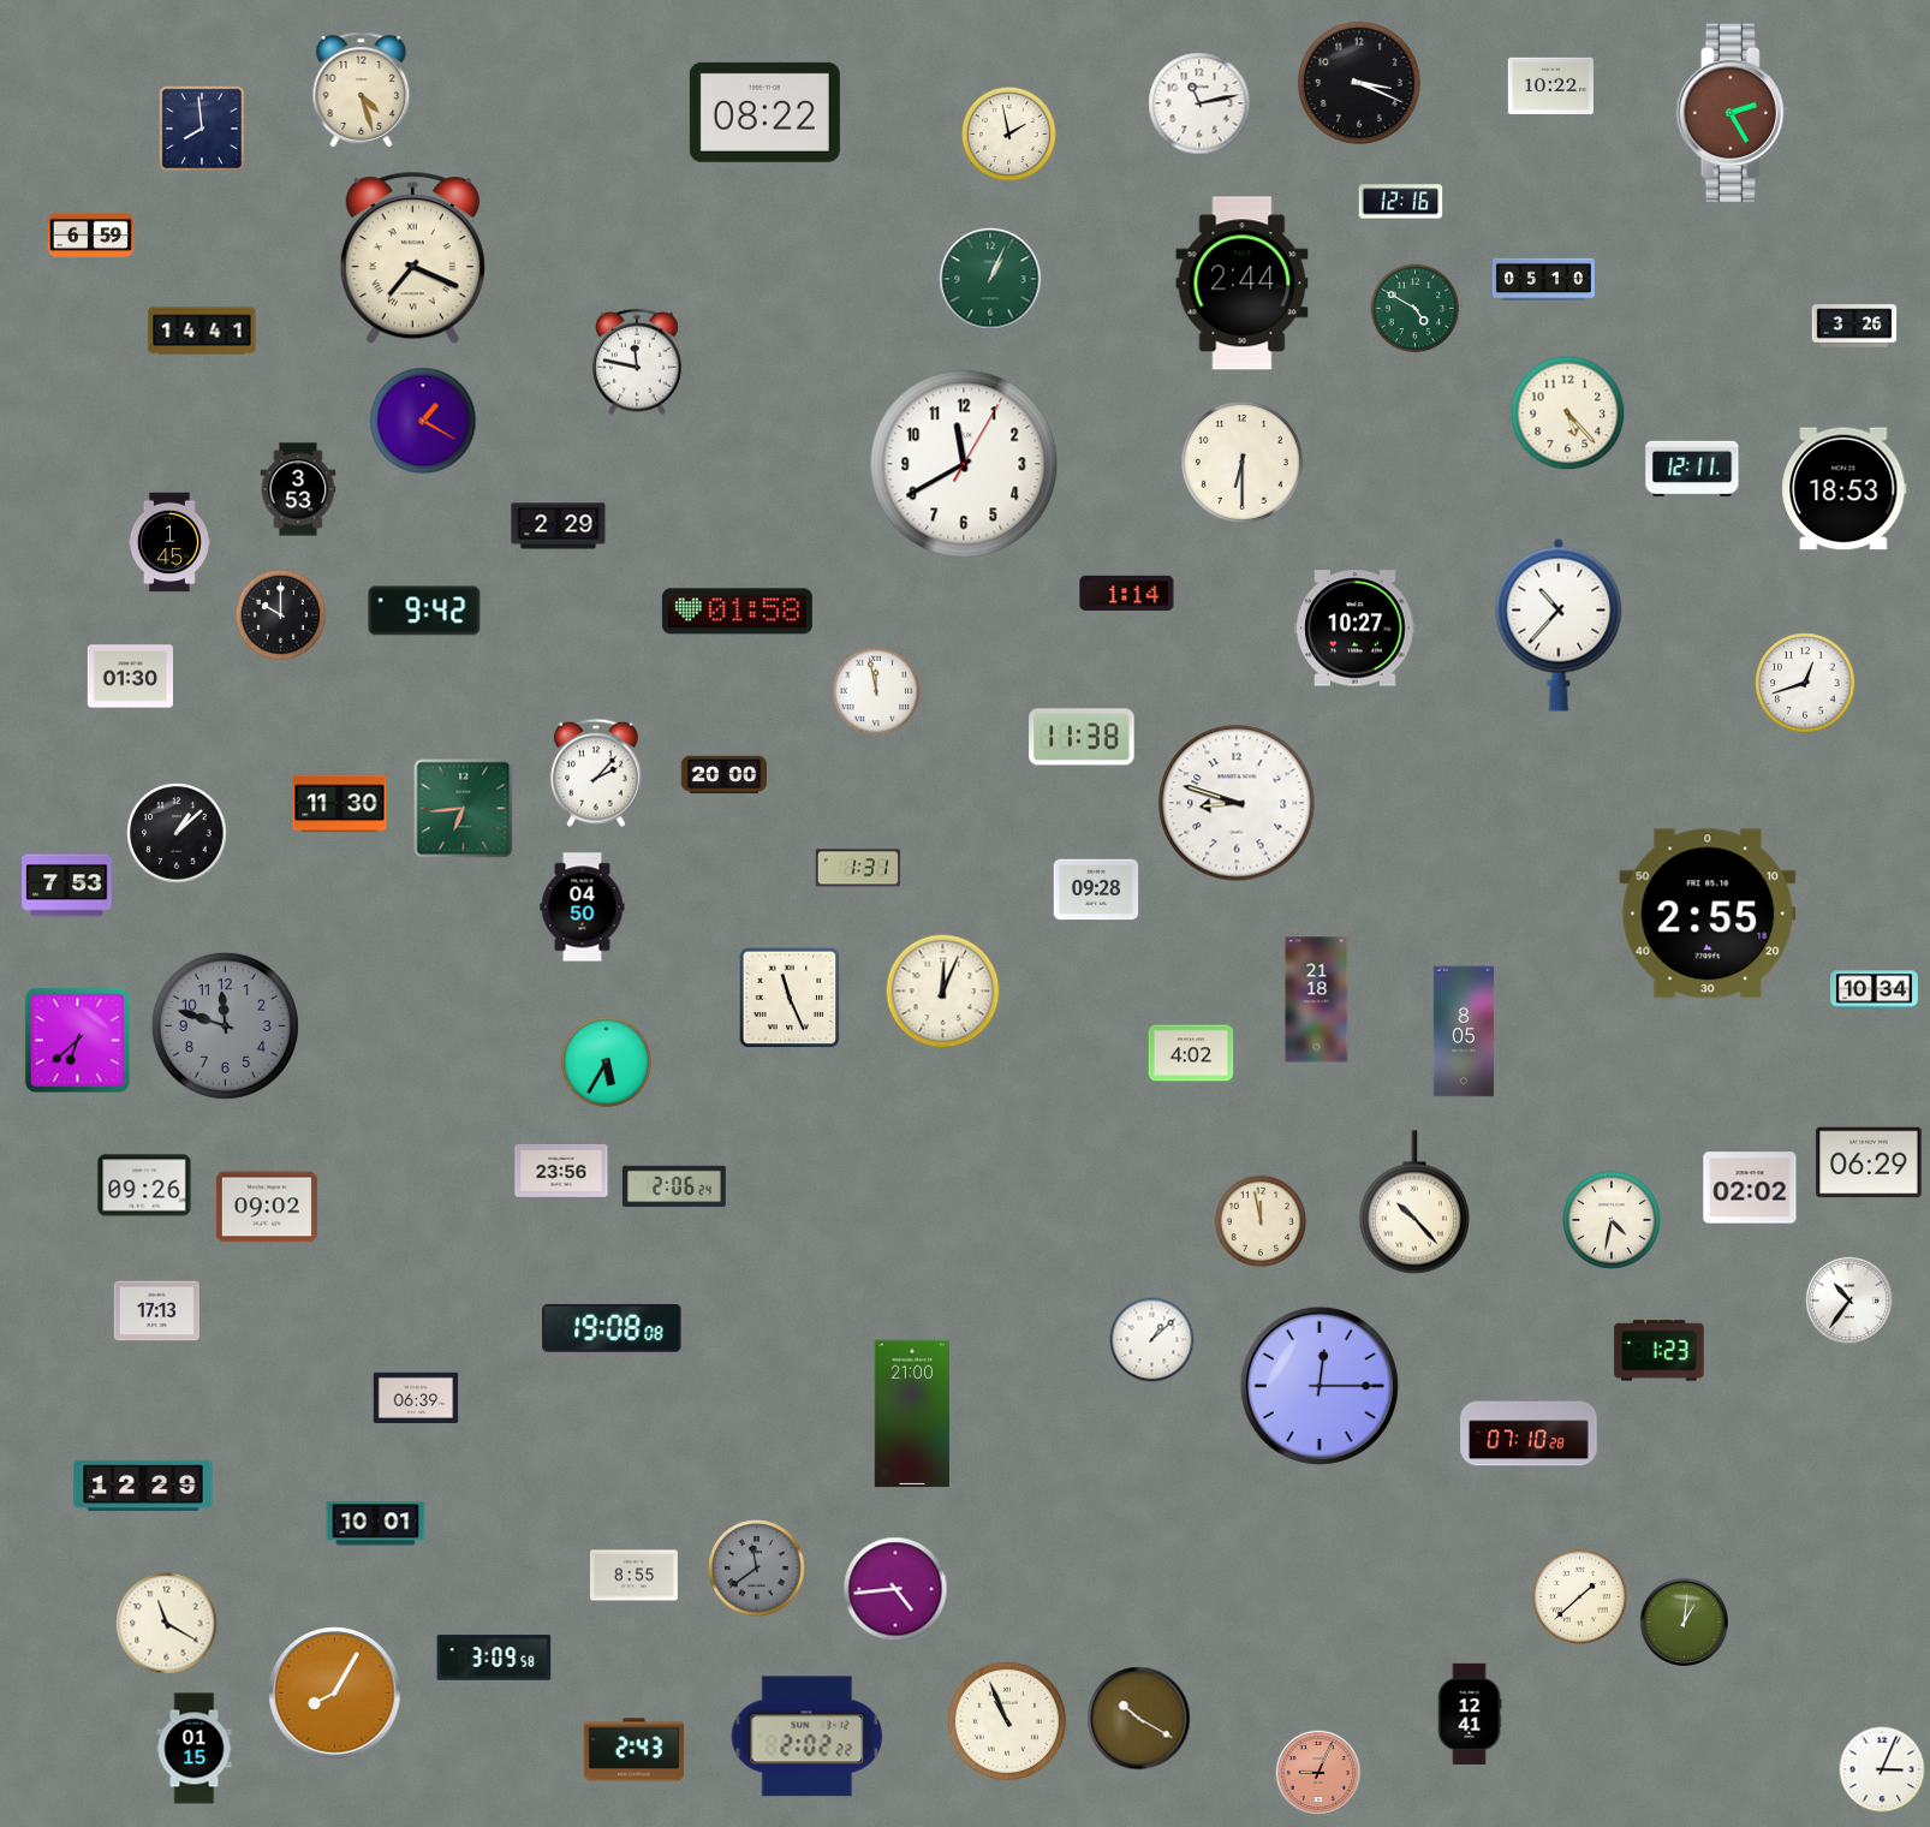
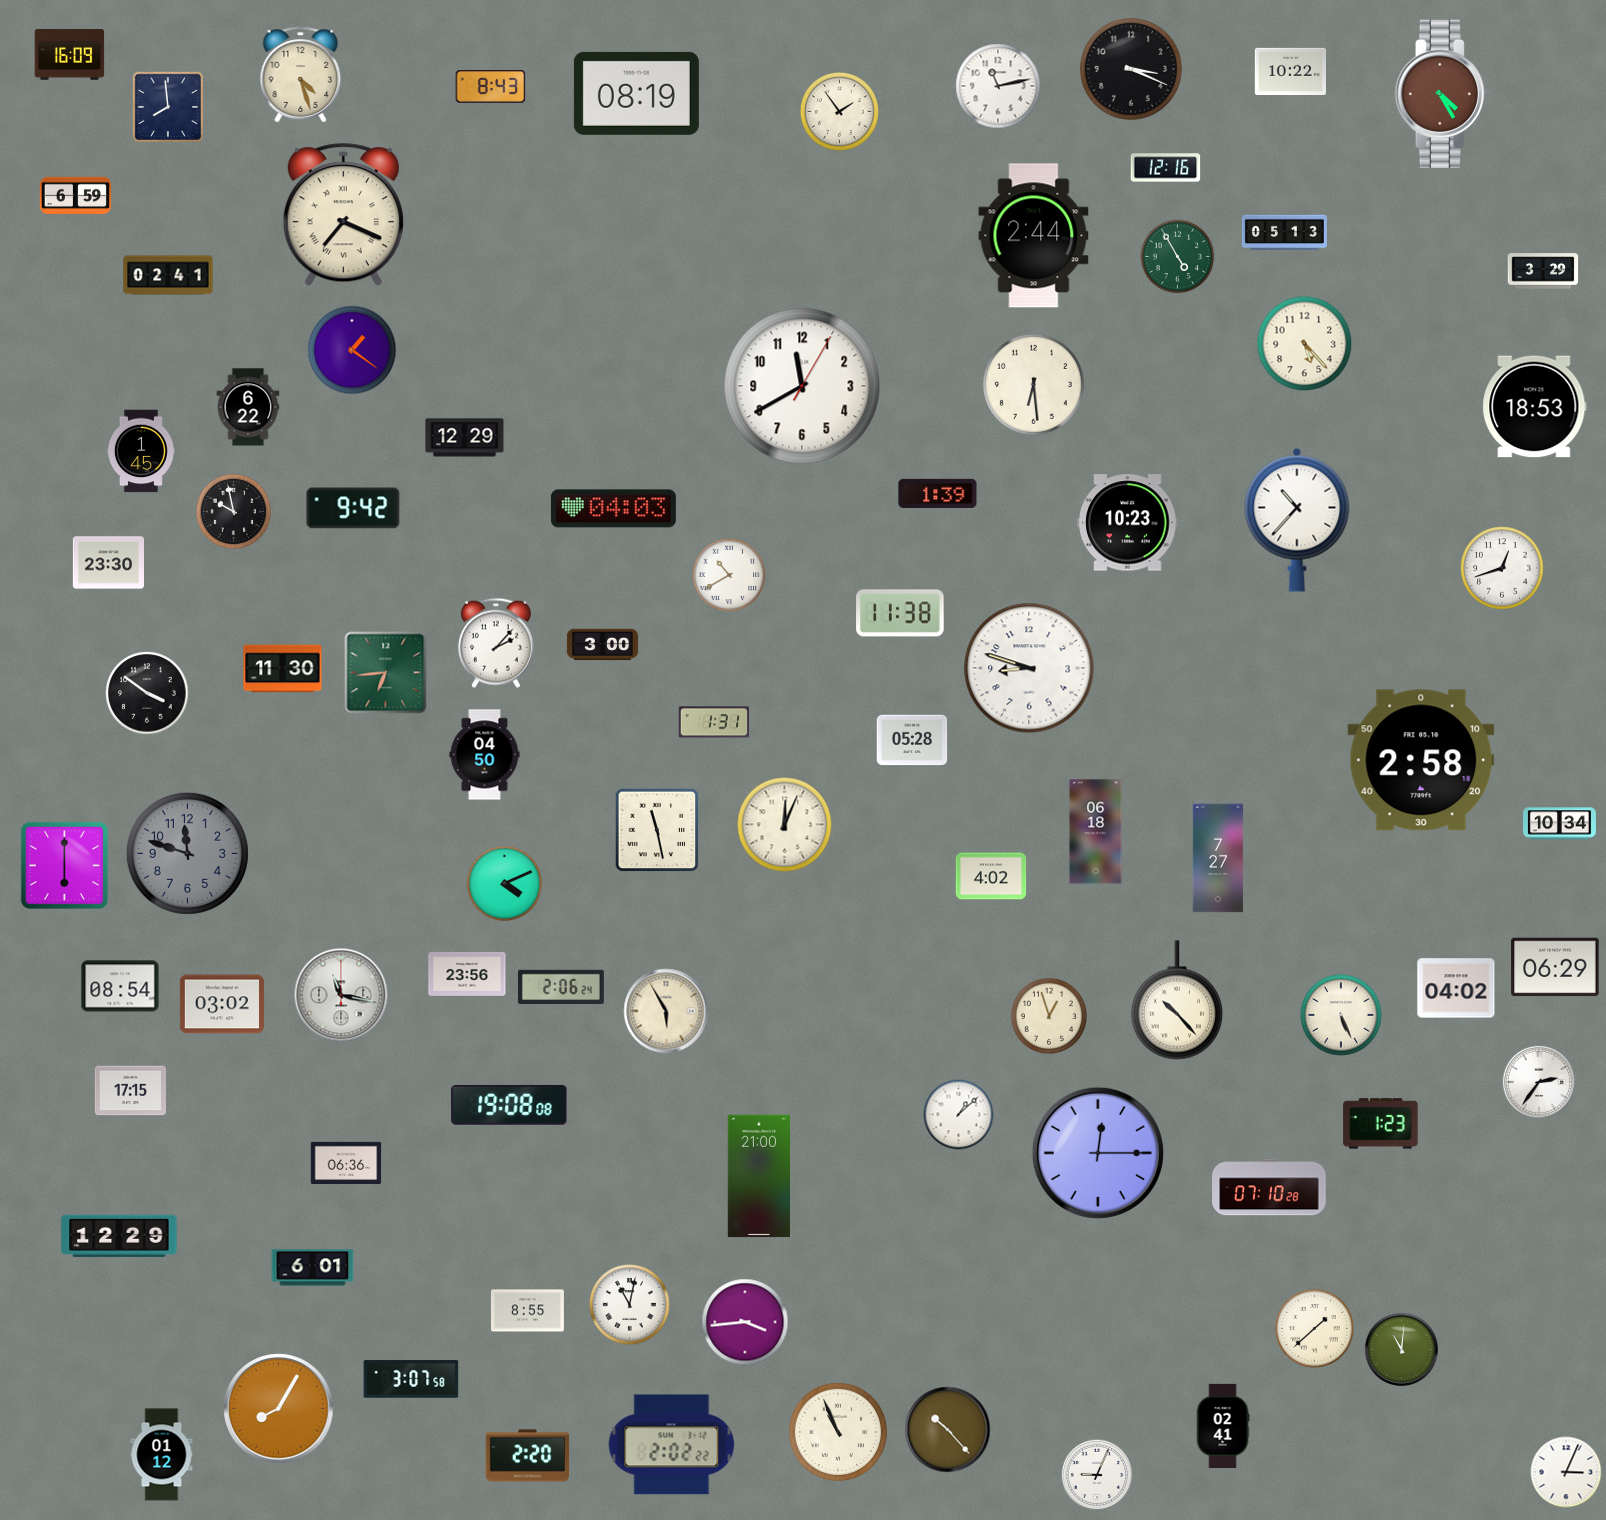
clock at (70, 55): none -> 16:09
clock at (491, 87): none -> 8:43
clock at (764, 112): 08:22 -> 08:19
clock at (1733, 113): 2:25 -> 4:25
clock at (1008, 133): 1:58 -> 1:54
clock at (990, 279): 1:04 -> none
clock at (1543, 280): 05:10 -> 05:13
clock at (1416, 309): 4:50 -> 4:55
clock at (1854, 326): 3:26 -> 3:29
clock at (202, 331): 14:41 -> 02:41
clock at (637, 362): 11:47 -> none
clock at (423, 421): 1:20 -> 1:21
clock at (1241, 462): 6:30 -> 6:29
clock at (1692, 469): 12:11 -> none
clock at (298, 489): 3:53 -> 6:22
clock at (559, 526): 2:29 -> 12:29
clock at (1127, 593): 1:14 -> 1:39
clock at (737, 612): 01:58 -> 04:03
clock at (281, 615): 10:00 -> 9:58
clock at (1356, 629): 10:27 -> 10:23
clock at (130, 677): 01:30 -> 23:30
clock at (876, 691): 11:58 -> 10:40
clock at (723, 775): 20:00 -> 3:00
clock at (177, 833): 1:08 -> 3:51
clock at (67, 886): 7:53 -> none
clock at (1096, 889): 09:28 -> 05:28
clock at (1708, 914): 2:55 -> 2:58
clock at (790, 998): 11:26 -> 11:28
clock at (1317, 1000): 21:18 -> 06:18
clock at (1464, 1031): 8:05 -> 7:27
clock at (77, 1040): 6:38 -> 6:00
clock at (607, 1063): 5:35 -> 4:11
clock at (144, 1185): 09:26 -> 08:54
clock at (1750, 1188): 02:02 -> 04:02
clock at (341, 995): none -> 11:17
clock at (267, 1207): 09:02 -> 03:02
clock at (666, 1011): none -> 5:55
clock at (1259, 1220): 11:58 -> 12:57
clock at (1612, 1220): 4:32 -> 5:26
clock at (1849, 1301): 10:36 -> 2:36
clock at (156, 1311): 17:13 -> 17:15
clock at (416, 1397): 06:39 -> 06:36
clock at (1529, 1432) position: (1529, 1432) -> (1269, 1187)
clock at (376, 1524): 10:01 -> 6:01
clock at (757, 1569): 11:39 -> 11:02
clock at (757, 1569) dial: grey -> white
clock at (895, 1589): 4:44 -> 3:44
clock at (1684, 1621): 1:01 -> 11:01
clock at (167, 1624): 11:20 -> none
clock at (494, 1658): 3:09 -> 3:07
clock at (1470, 1713): 12:41 -> 02:41
clock at (1139, 1719): 10:20 -> 10:23
clock at (195, 1749): 01:15 -> 01:12
clock at (635, 1750): 2:43 -> 2:20
clock at (1318, 1773) dial: salmon -> white
